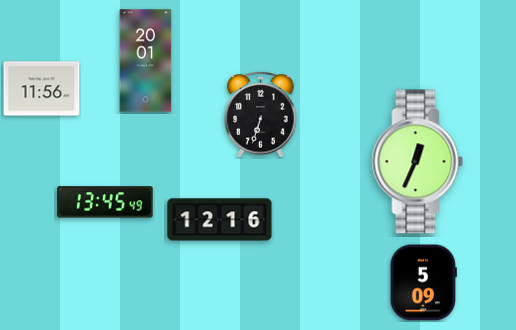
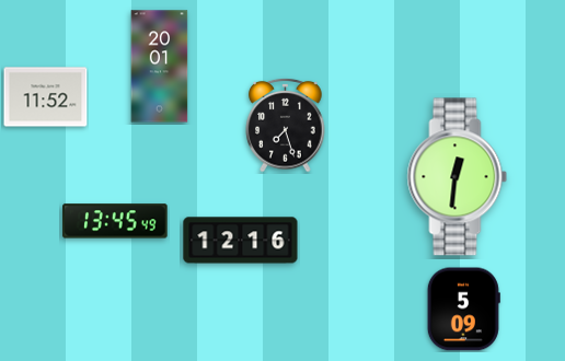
clock at (42, 89): 11:56 -> 11:52
clock at (261, 114): 6:33 -> 7:27
clock at (418, 162): 12:34 -> 12:31
